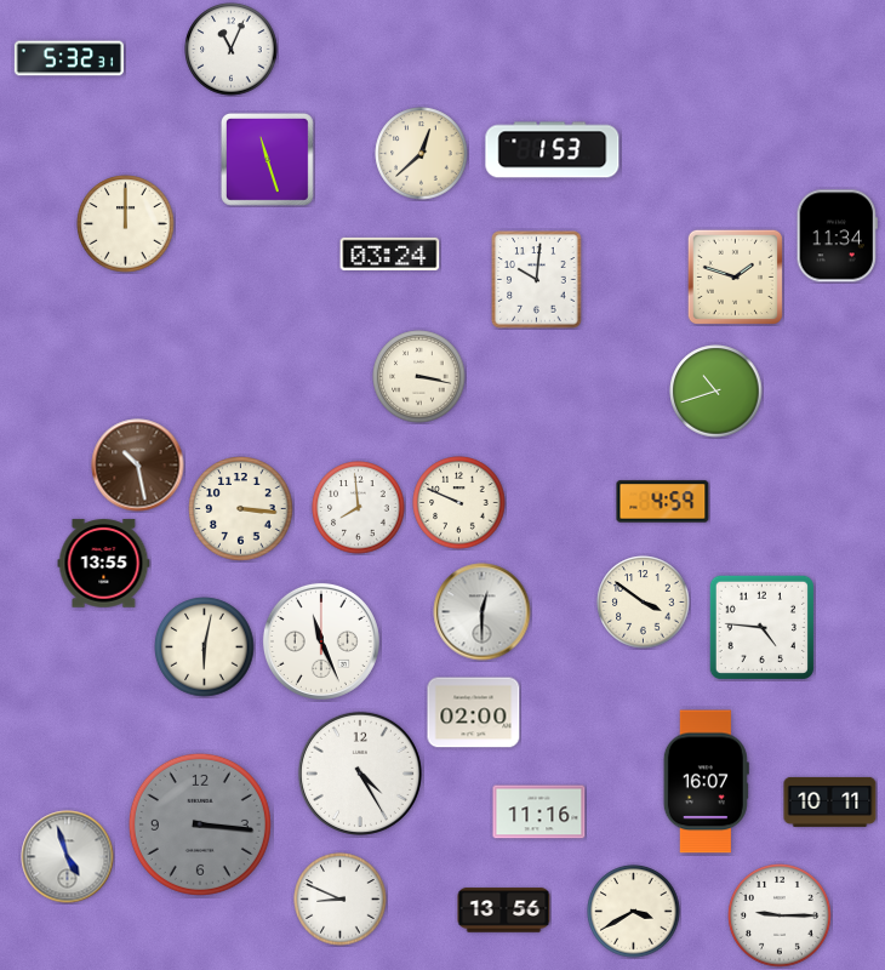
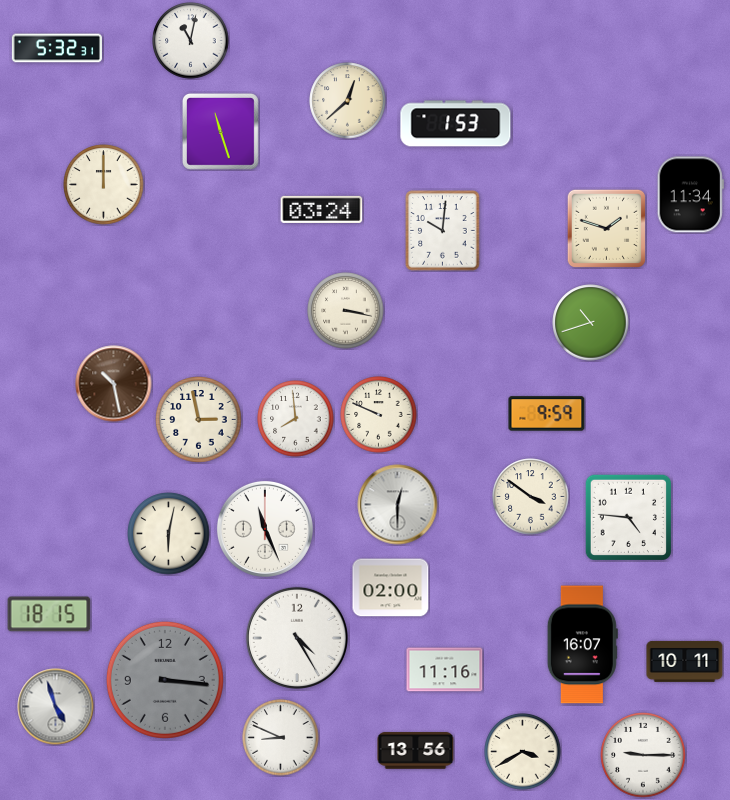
clock at (232, 50): 11:04 -> 11:02
clock at (422, 154) position: (422, 154) -> (348, 101)
clock at (663, 502): 4:59 -> 9:59
clock at (241, 509): 3:16 -> 2:58
clock at (104, 564): 13:55 -> none
clock at (49, 614): none -> 18:15
clock at (341, 900) position: (341, 900) -> (281, 738)
